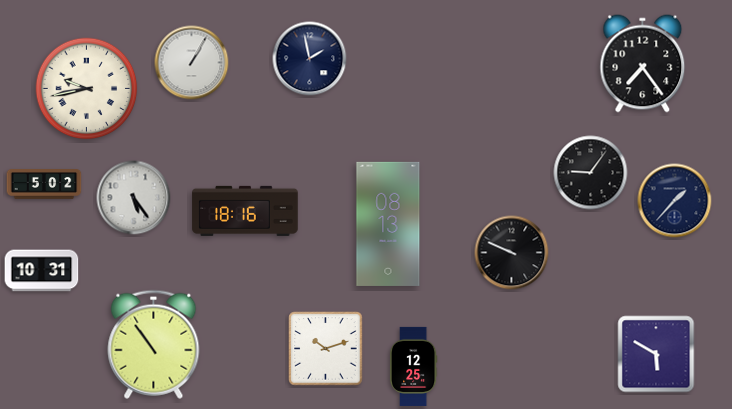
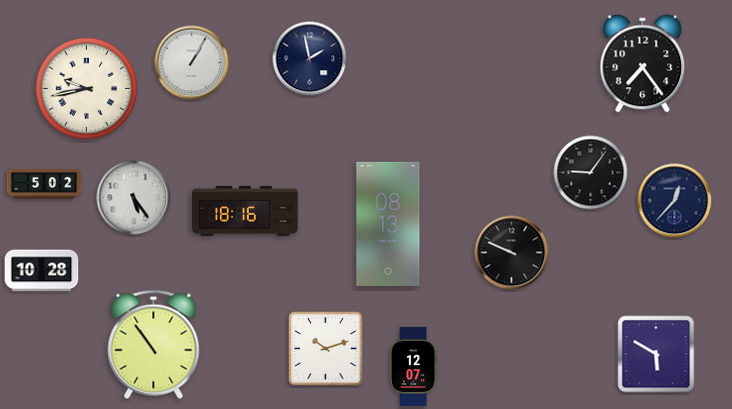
clock at (675, 201): 1:37 -> 12:37
clock at (42, 271): 10:31 -> 10:28
clock at (413, 366): 12:25 -> 12:07
